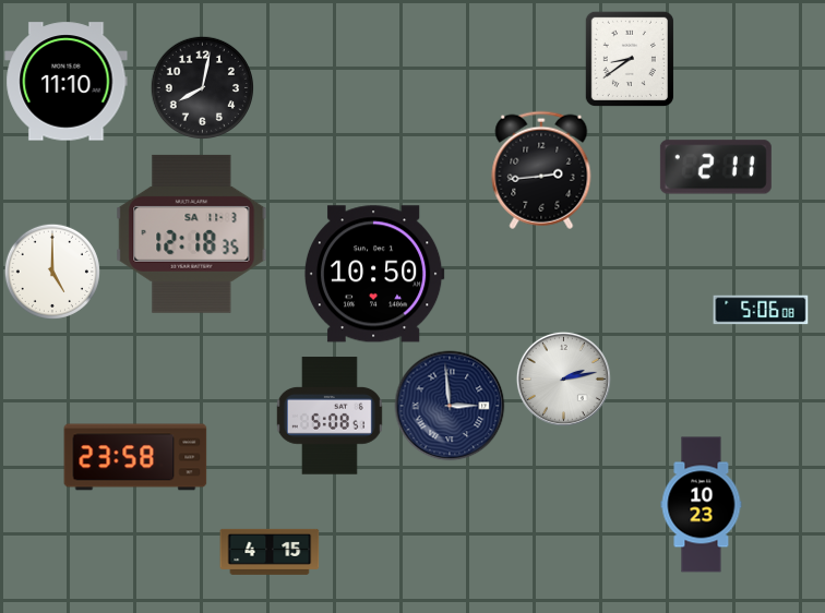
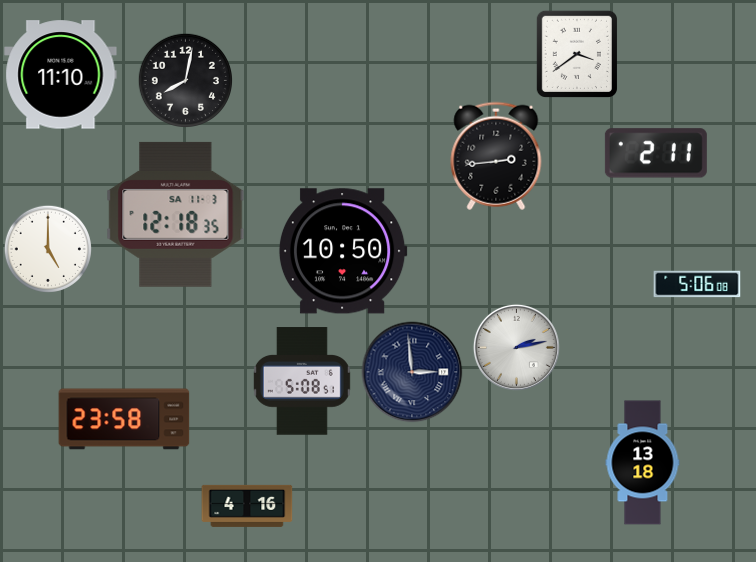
clock at (630, 58): 8:39 -> 3:39
clock at (702, 505): 10:23 -> 13:18
clock at (270, 552): 4:15 -> 4:16
